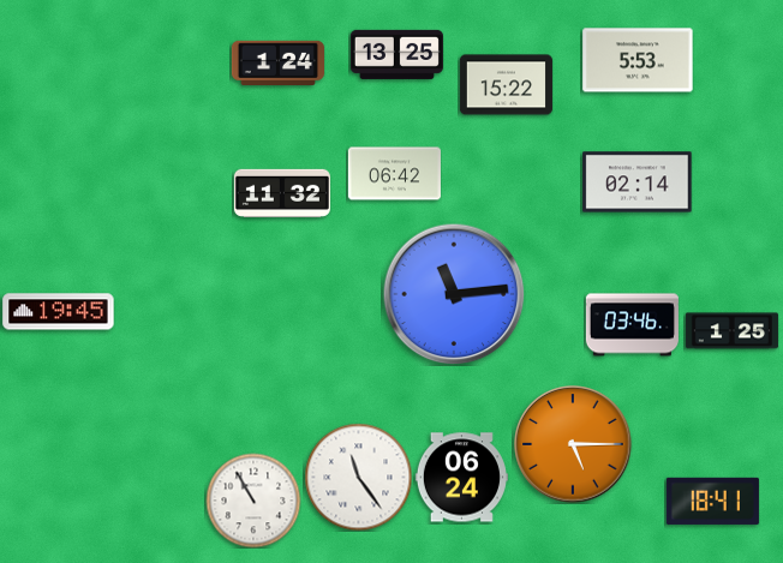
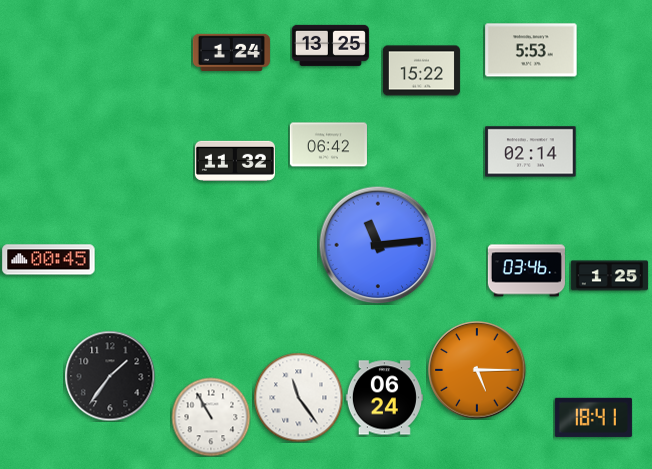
clock at (59, 312): 19:45 -> 00:45
clock at (110, 376): none -> 1:36
